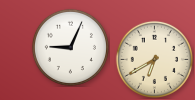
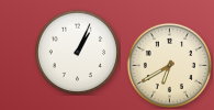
clock at (70, 47): 9:04 -> 1:04
